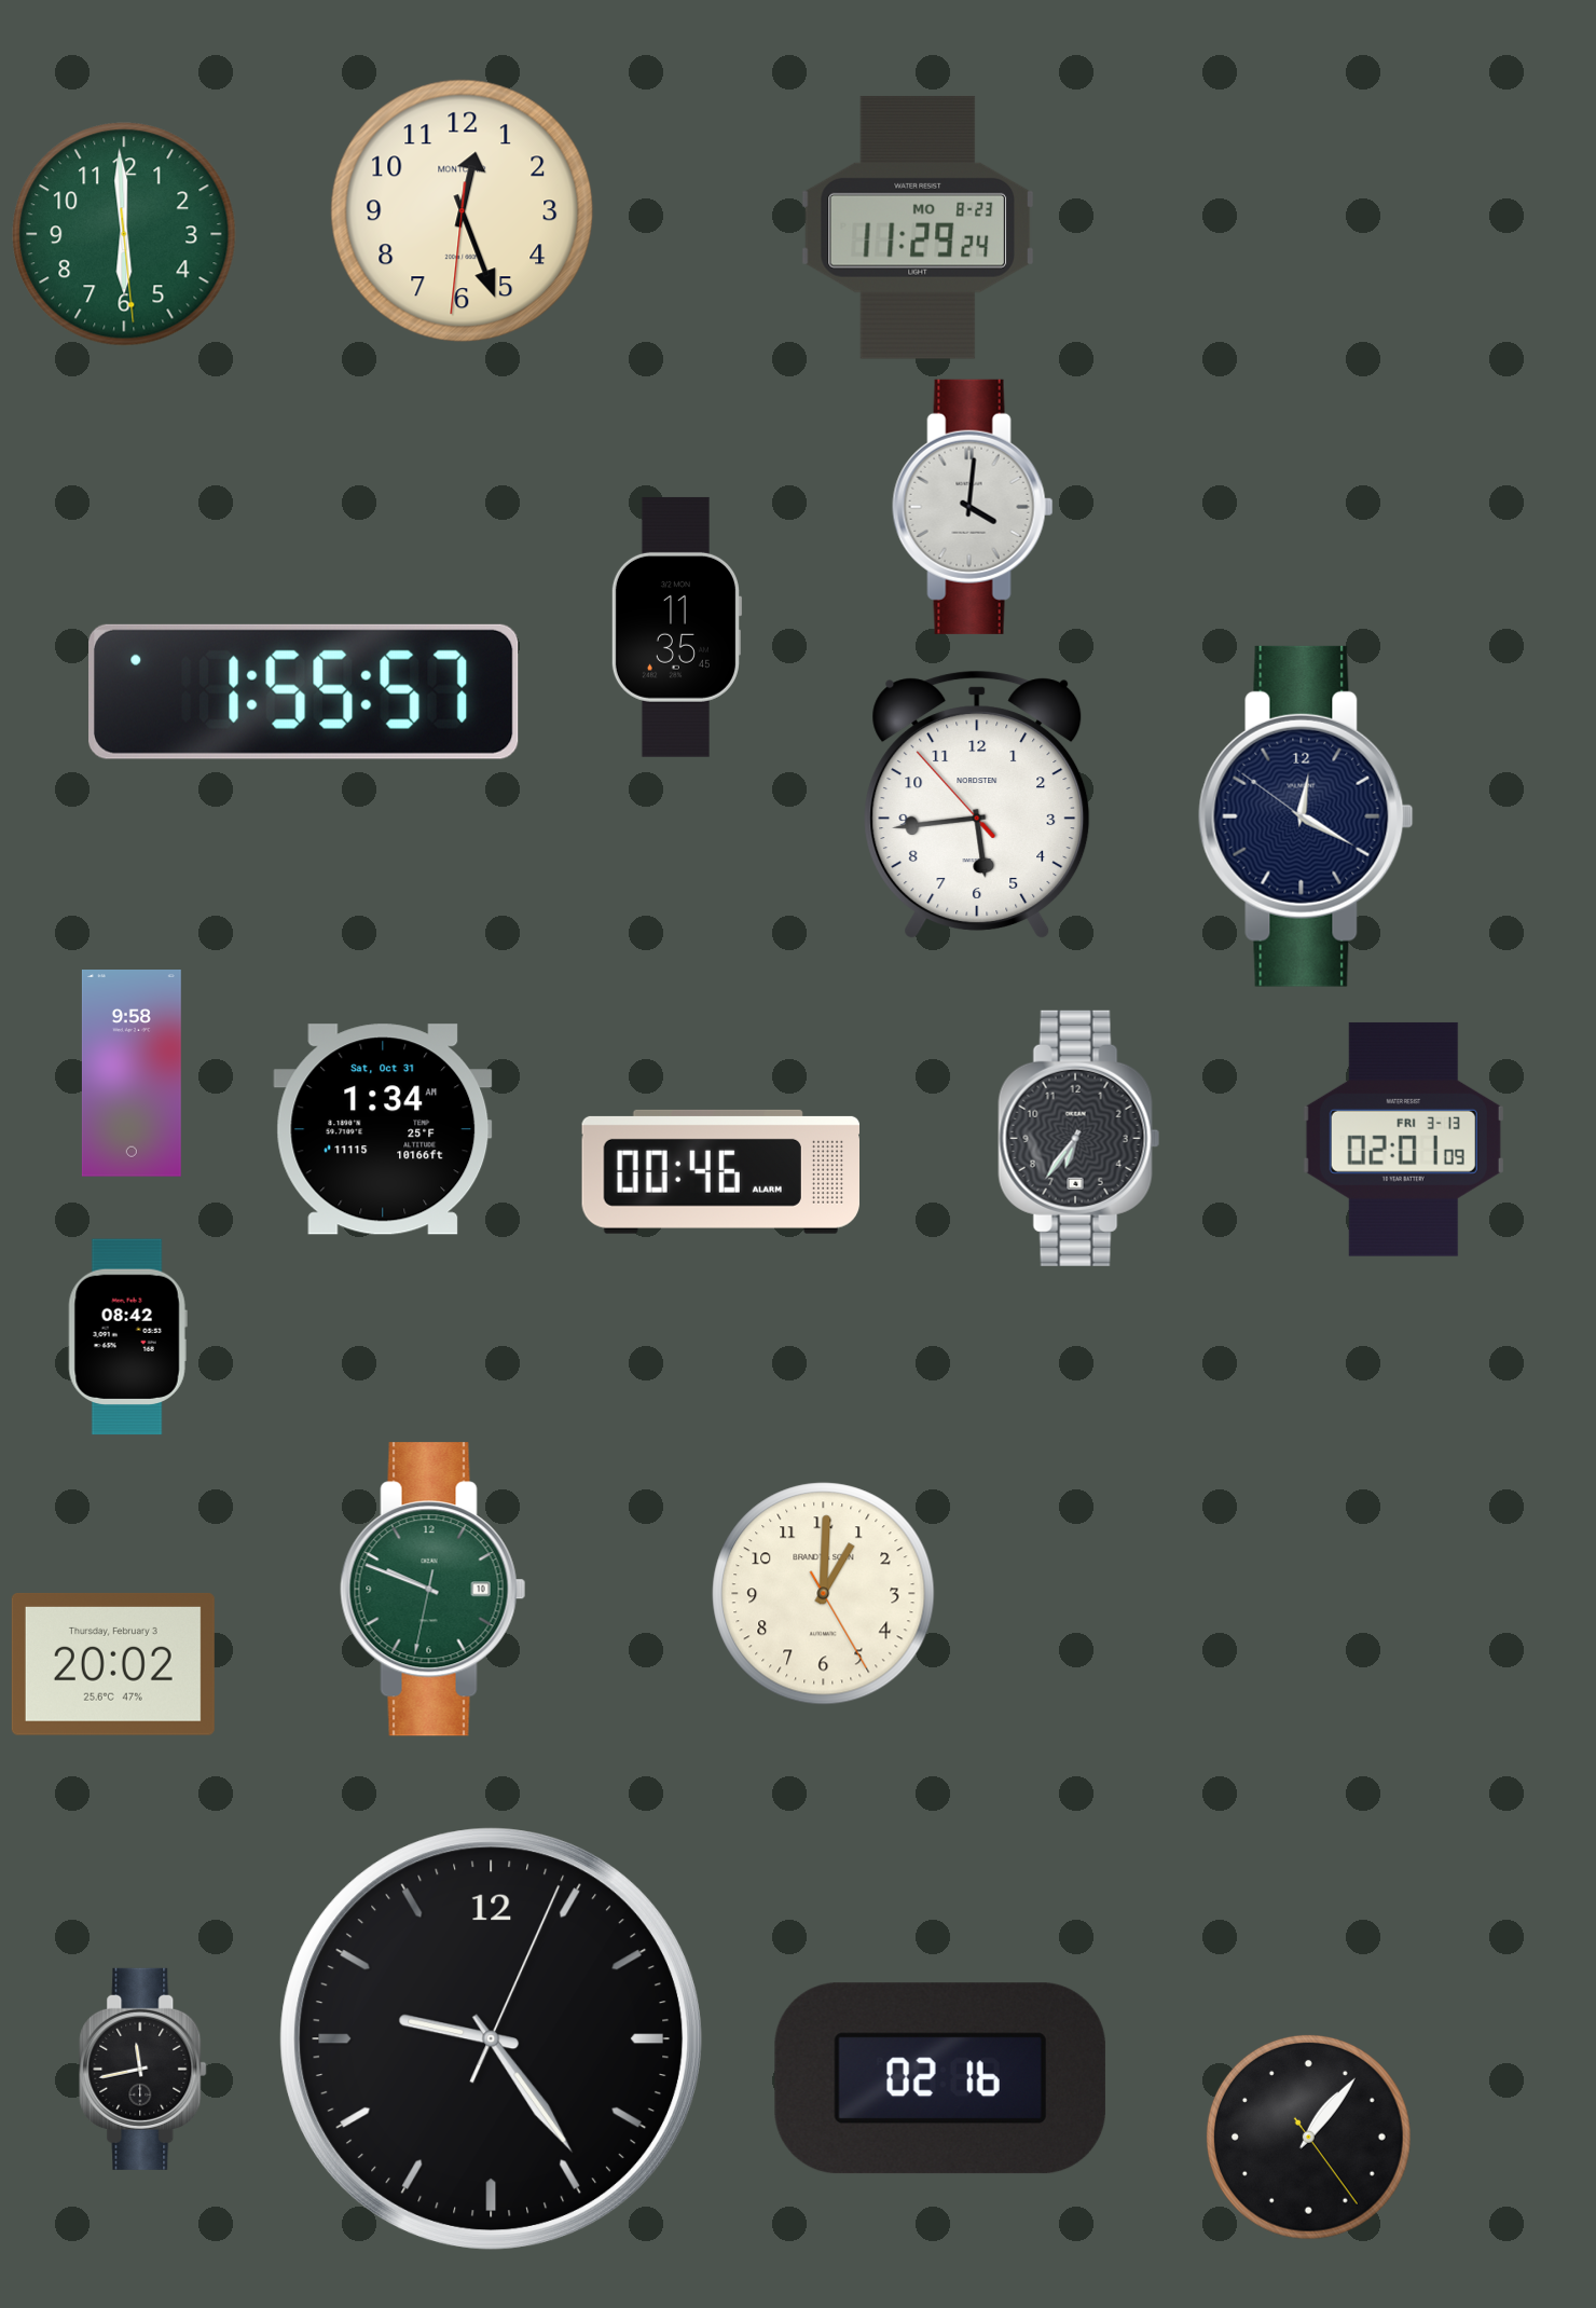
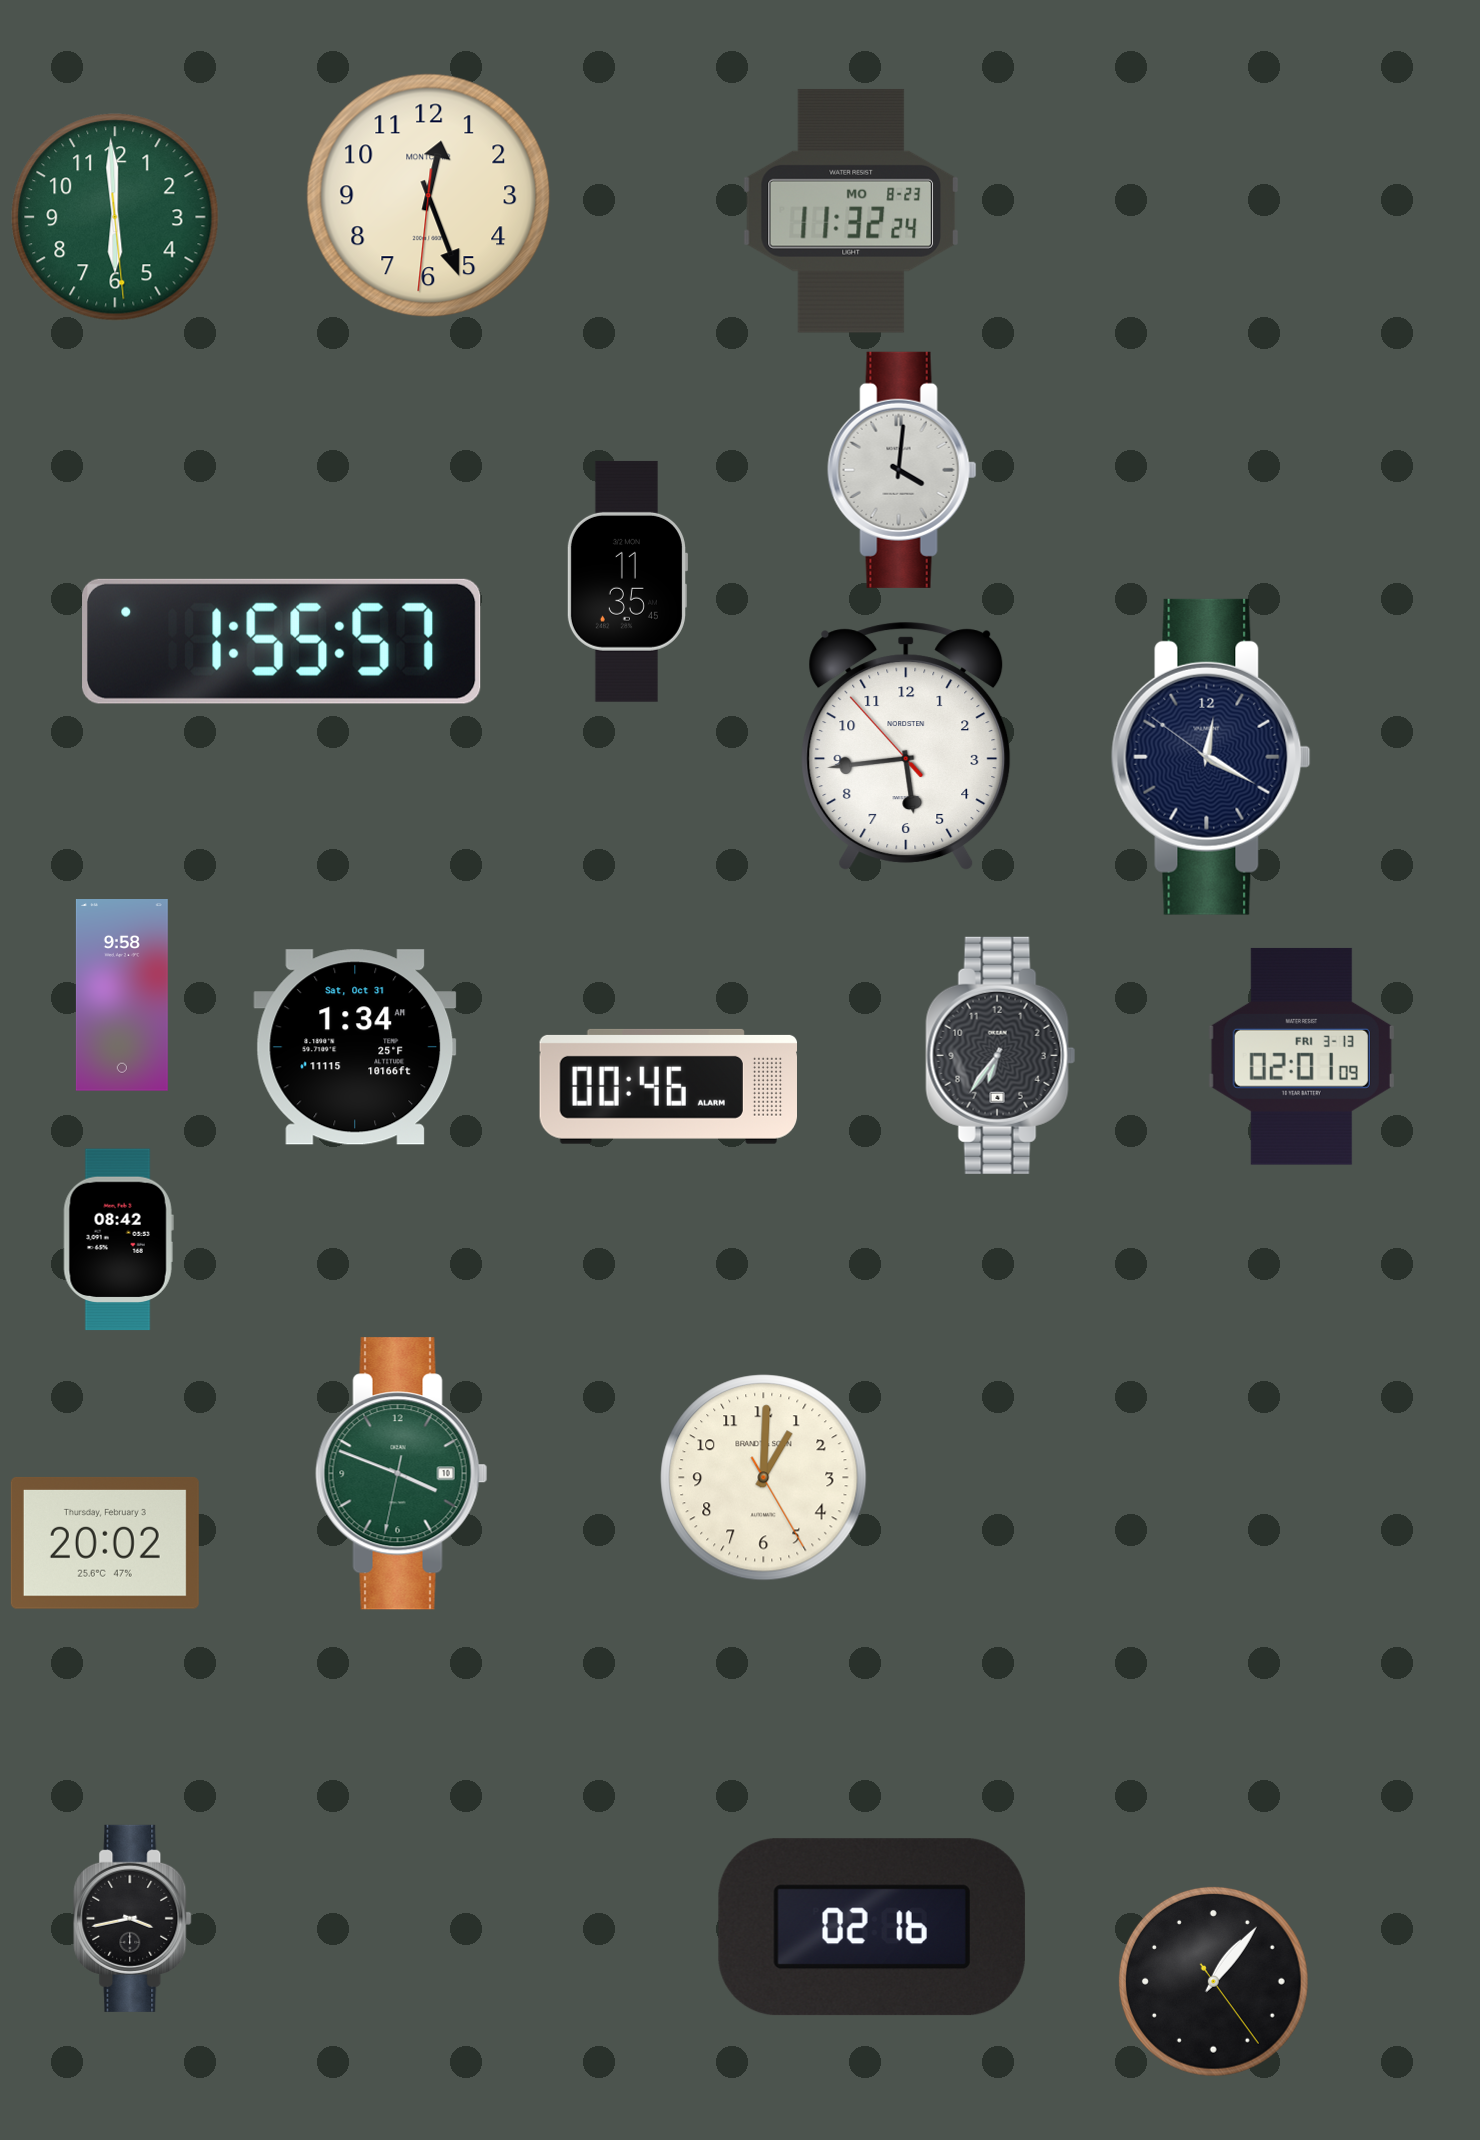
clock at (918, 228): 11:29 -> 11:32
clock at (434, 1590): 9:48 -> 3:48
clock at (492, 2039): 9:24 -> none
clock at (143, 2069): 11:43 -> 3:43
